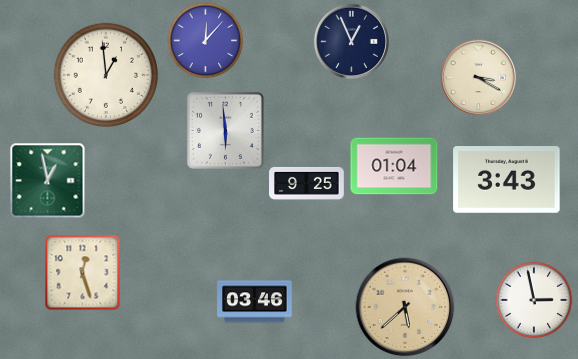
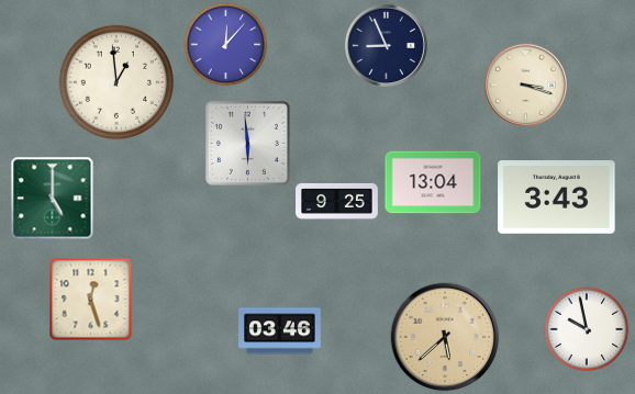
clock at (351, 41): 12:56 -> 8:56
clock at (478, 77): 3:20 -> 3:18
clock at (394, 166): 01:04 -> 13:04
clock at (48, 181): 12:58 -> 5:00
clock at (534, 300): 2:58 -> 9:58
